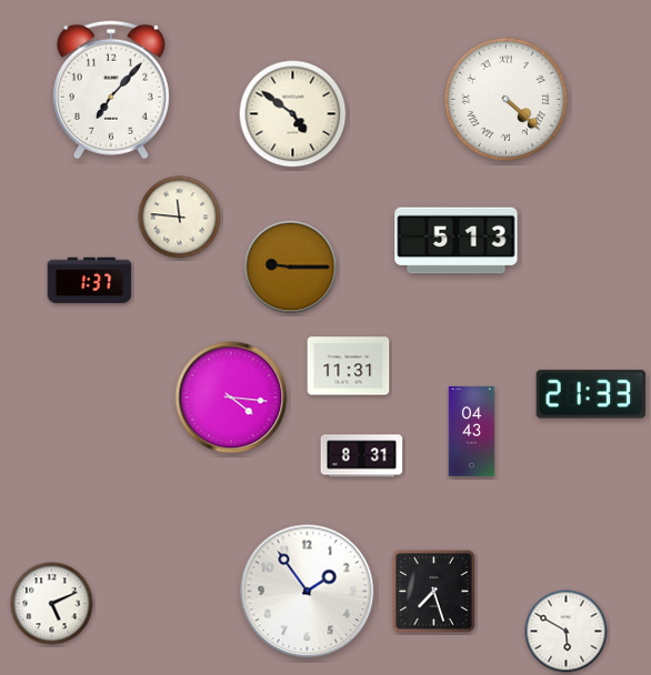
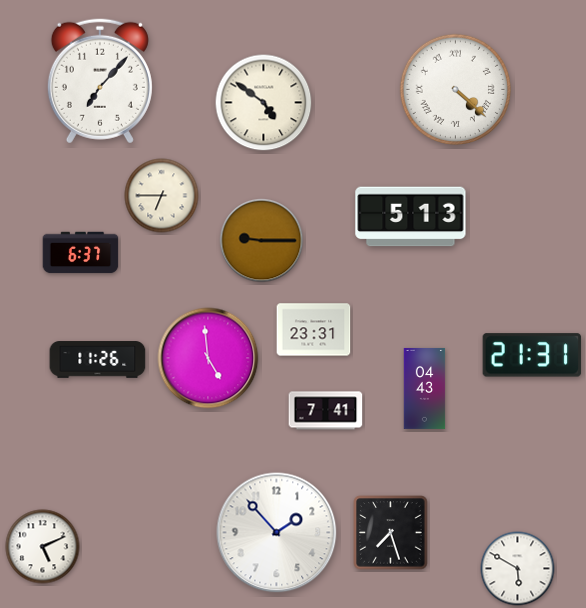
clock at (180, 218): 11:46 -> 6:45
clock at (90, 281): 1:37 -> 6:37
clock at (349, 366): 11:31 -> 23:31
clock at (591, 394): 21:33 -> 21:31
clock at (231, 397): 4:16 -> 4:59
clock at (98, 360): none -> 11:26
clock at (362, 456): 8:31 -> 7:41
clock at (308, 592): 1:54 -> 1:53
clock at (52, 604) position: (52, 604) -> (43, 547)
clock at (567, 632) position: (567, 632) -> (518, 569)
